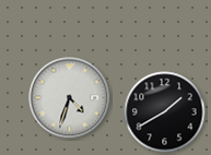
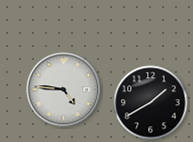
clock at (70, 98): 4:33 -> 4:46
